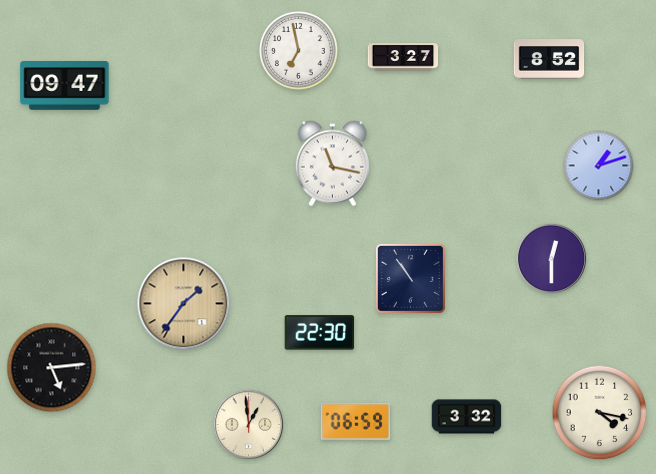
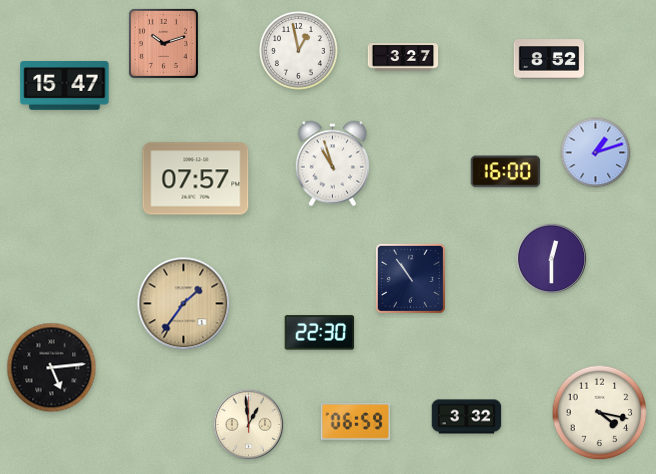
clock at (163, 43): none -> 10:12
clock at (298, 50): 6:58 -> 12:58
clock at (65, 86): 09:47 -> 15:47
clock at (332, 164): 11:17 -> 10:57
clock at (599, 166) position: (599, 166) -> (596, 153)
clock at (506, 172): none -> 16:00
clock at (196, 179): none -> 07:57
